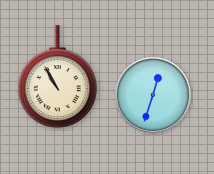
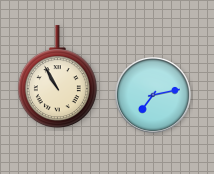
clock at (153, 95): 12:33 -> 7:13
